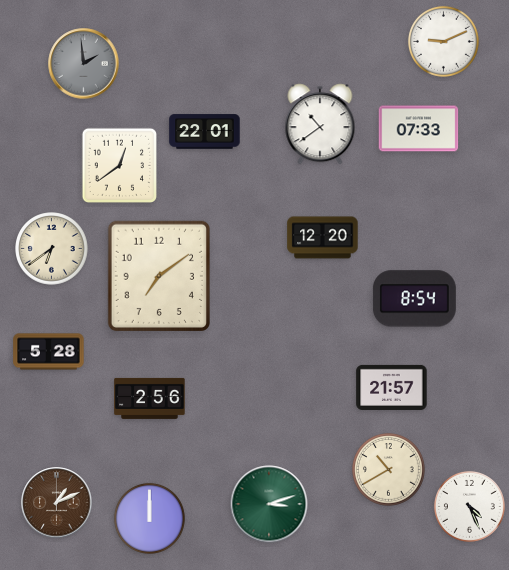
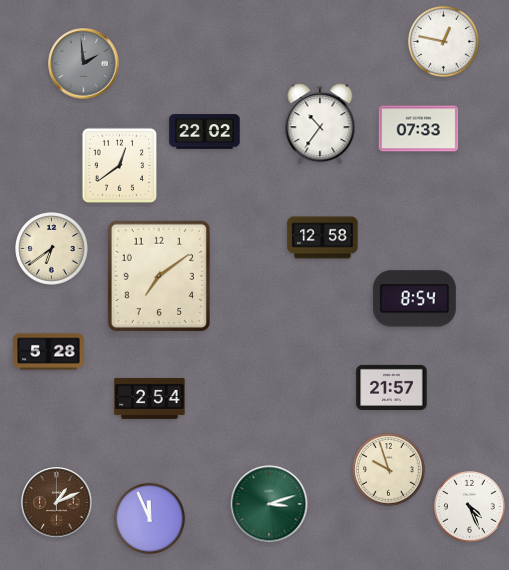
clock at (443, 41): 9:11 -> 12:47
clock at (320, 124): 10:39 -> 10:36
clock at (205, 132): 22:01 -> 22:02
clock at (323, 238): 12:20 -> 12:58
clock at (150, 398): 2:56 -> 2:54
clock at (389, 470): 10:40 -> 9:57
clock at (149, 518): 12:00 -> 11:56
